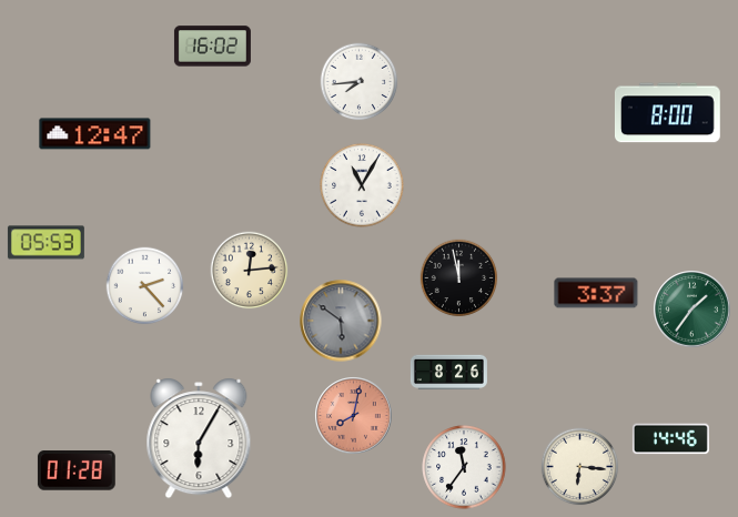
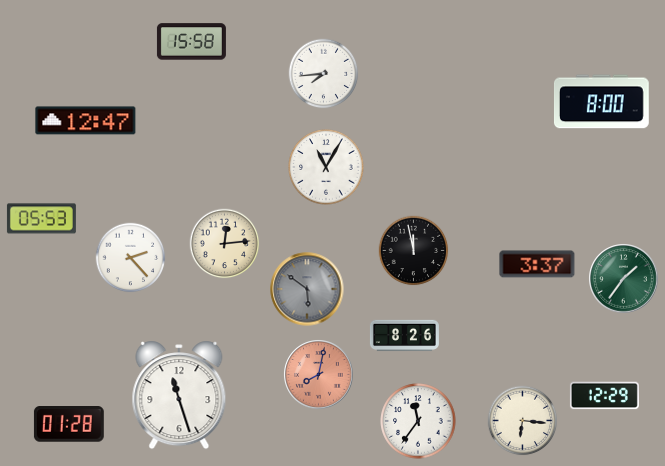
clock at (212, 47): 16:02 -> 15:58
clock at (199, 438): 6:05 -> 11:27
clock at (670, 439): 14:46 -> 12:29
